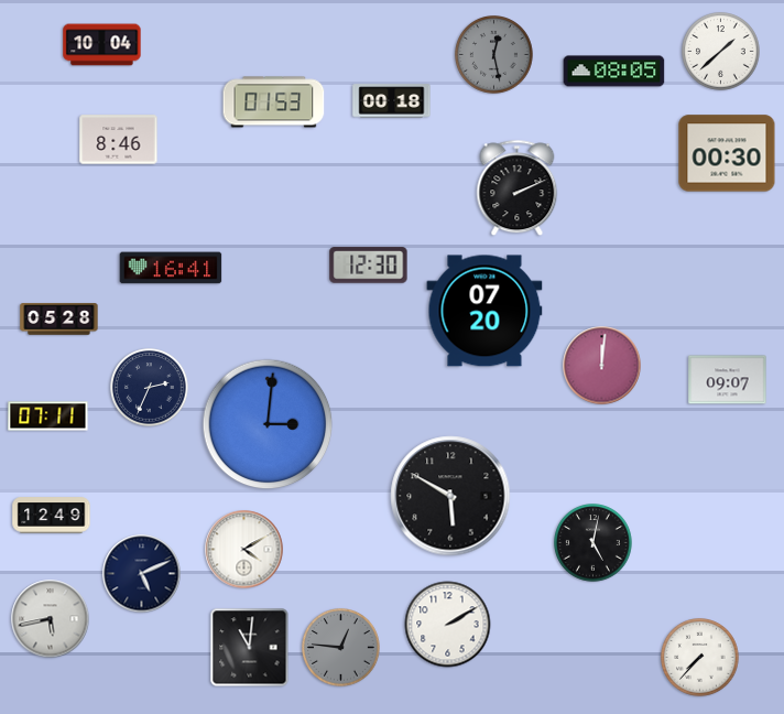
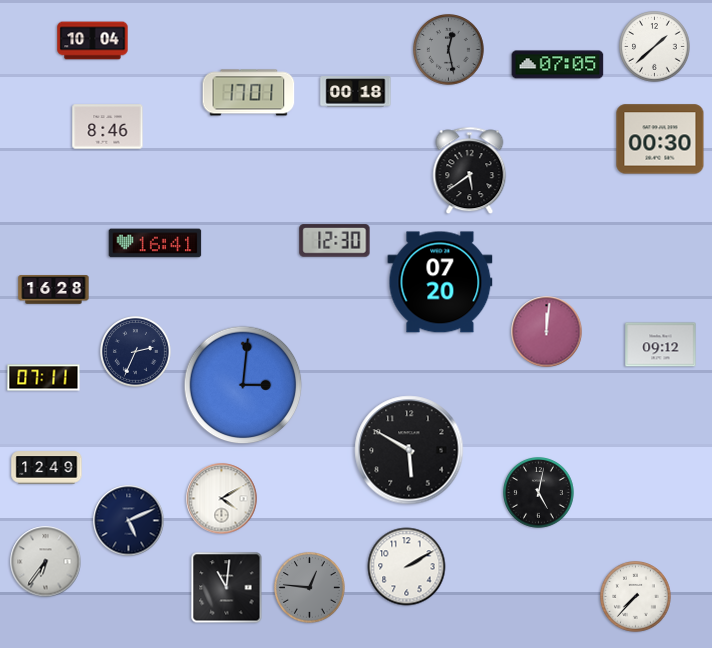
clock at (614, 72): 08:05 -> 07:05
clock at (274, 102): 01:53 -> 17:01
clock at (518, 188): 2:11 -> 5:39
clock at (59, 320): 05:28 -> 16:28
clock at (728, 380): 09:07 -> 09:12
clock at (51, 619): 5:43 -> 6:36
